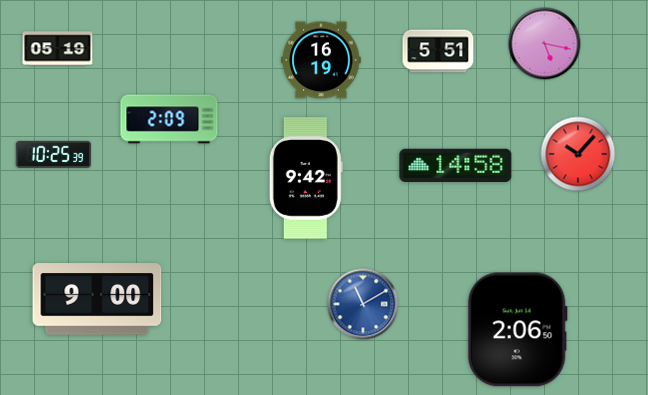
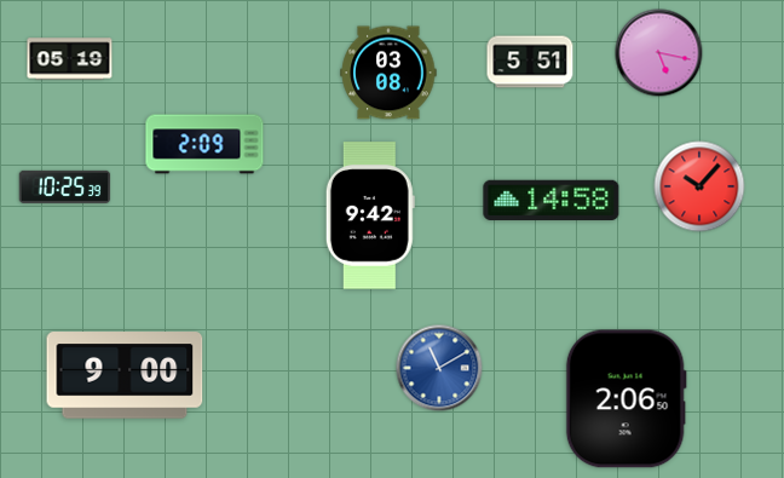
clock at (321, 60): 16:19 -> 03:08
clock at (97, 299) position: (97, 299) -> (125, 375)
